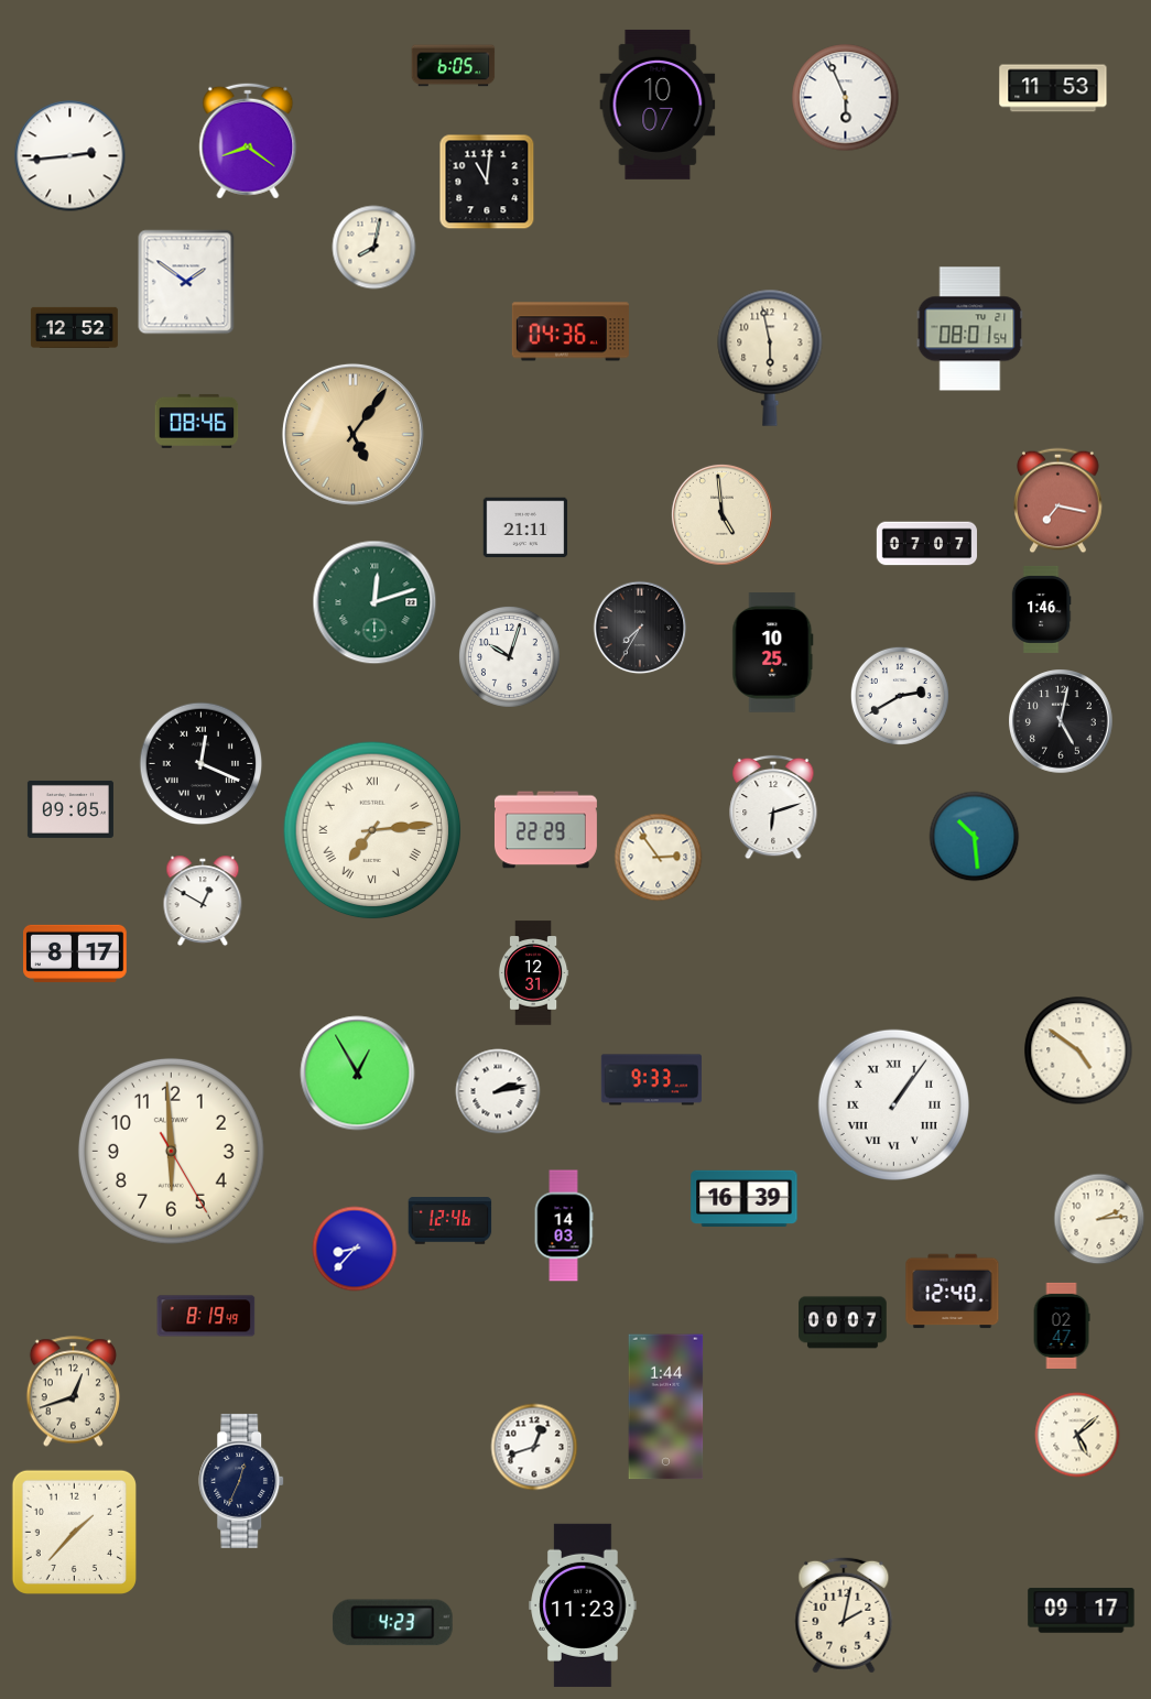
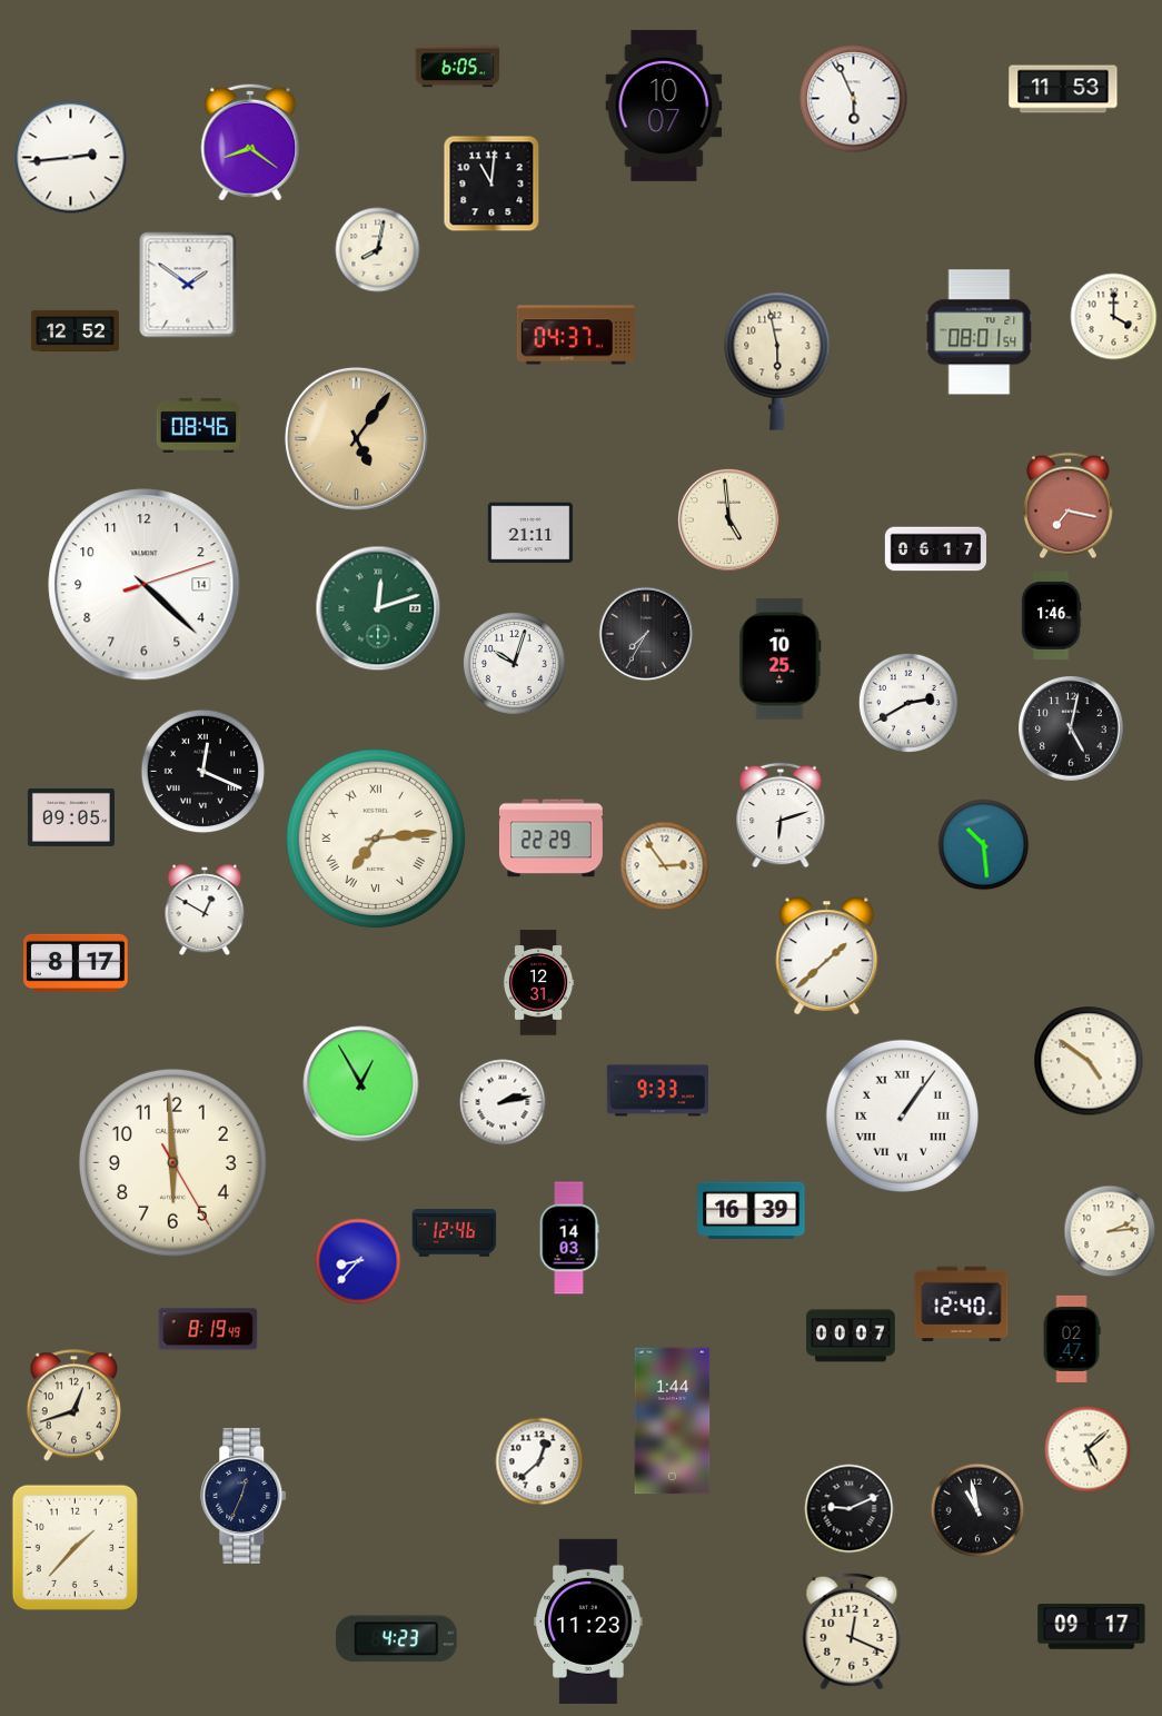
clock at (1114, 317): none -> 4:00
clock at (571, 331): 04:36 -> 04:37
clock at (926, 544): 07:07 -> 06:17
clock at (145, 585): none -> 4:22
clock at (827, 956): none -> 1:38
clock at (534, 1447): 12:42 -> 12:38
clock at (850, 1509): none -> 9:11
clock at (977, 1510): none -> 10:58
clock at (844, 1615): 2:02 -> 12:19
